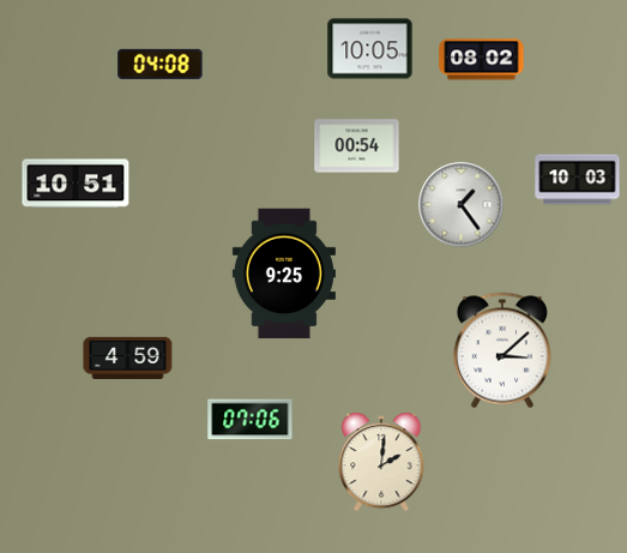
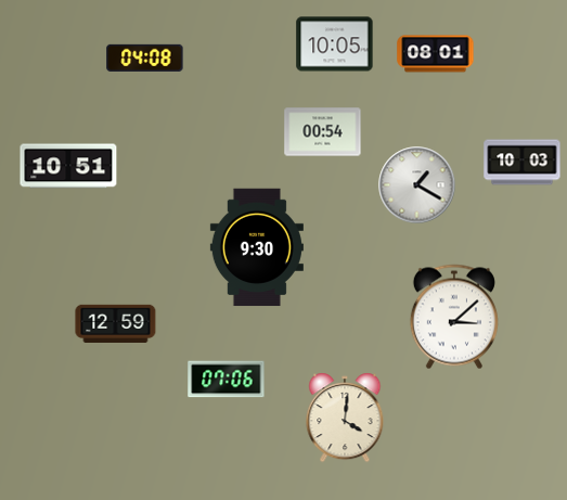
clock at (482, 60): 08:02 -> 08:01
clock at (462, 205): 1:24 -> 1:20
clock at (284, 274): 9:25 -> 9:30
clock at (128, 357): 4:59 -> 12:59
clock at (381, 462): 2:01 -> 4:01
